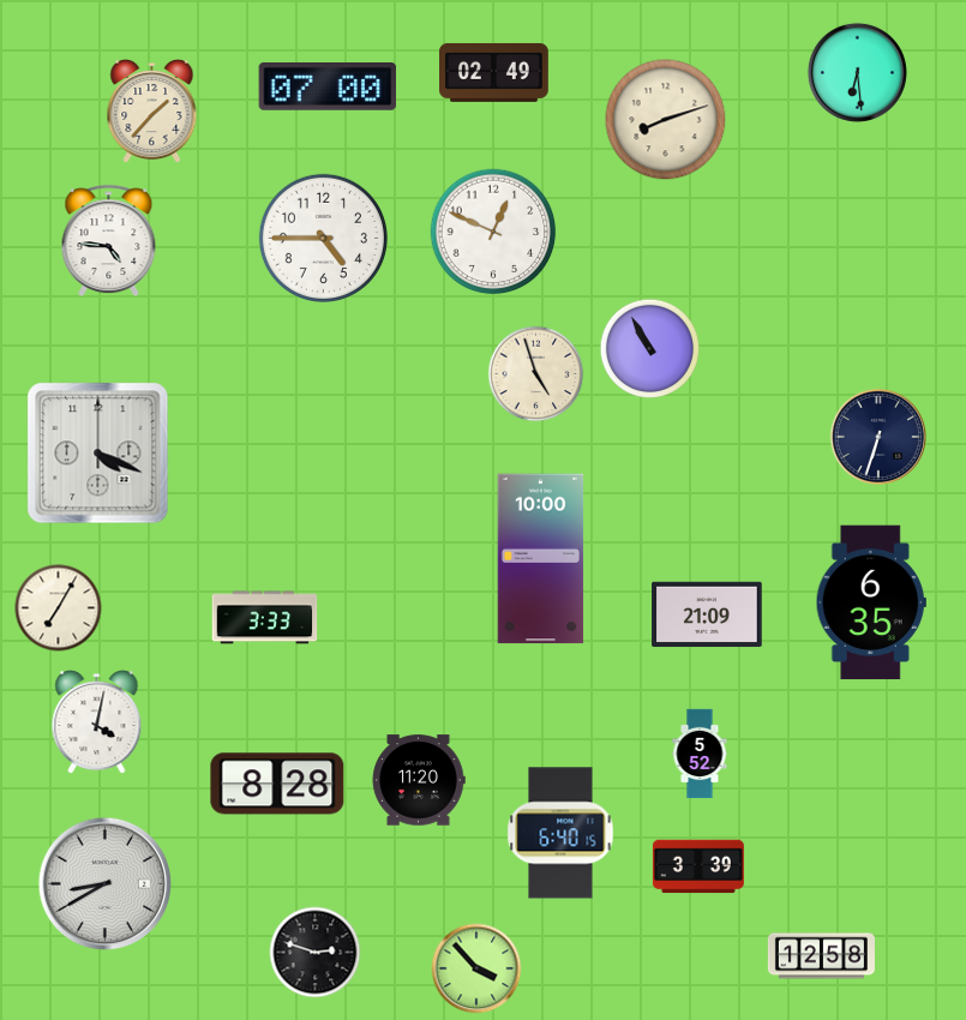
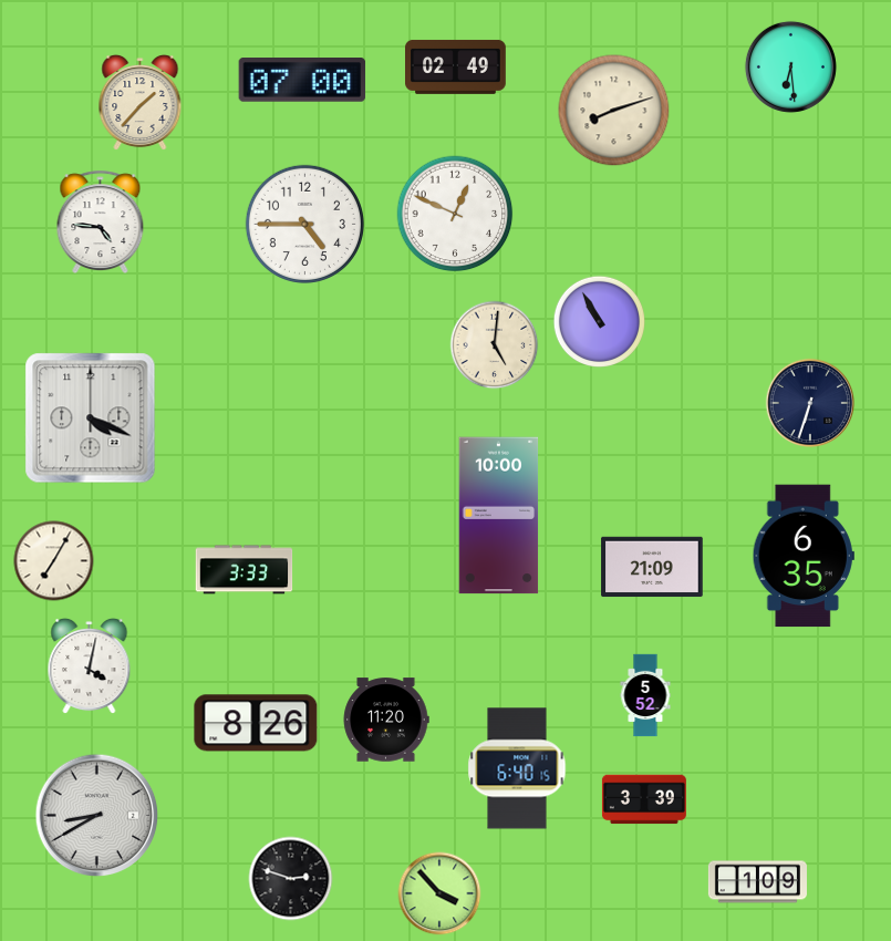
clock at (323, 238) position: (323, 238) -> (304, 224)
clock at (536, 374): 4:57 -> 5:01
clock at (277, 784): 8:28 -> 8:26
clock at (821, 956): 12:58 -> 1:09
